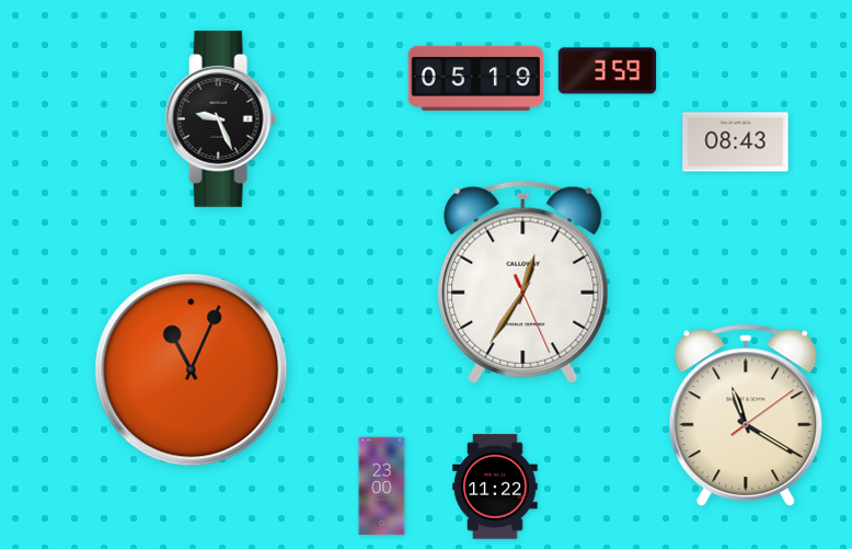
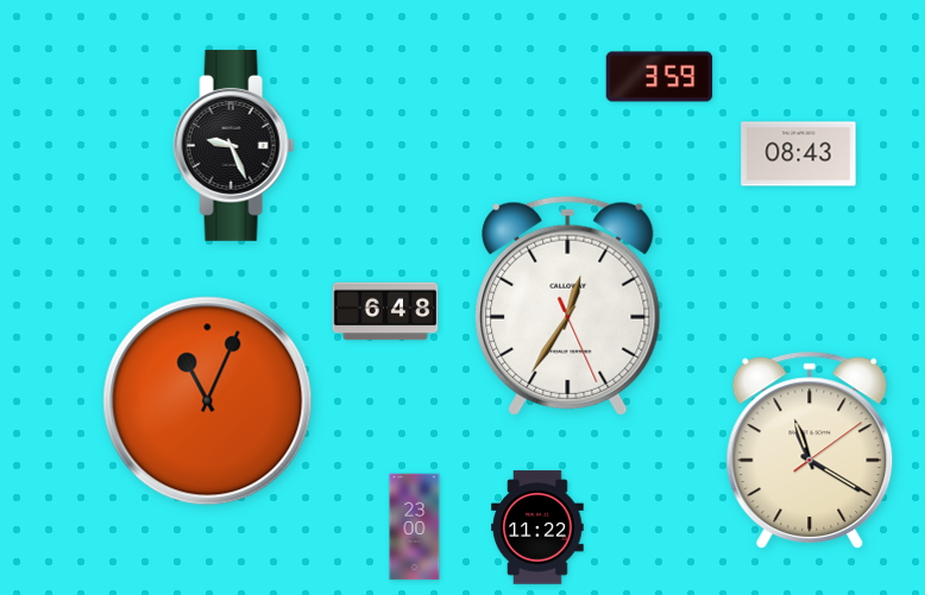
clock at (476, 78): 05:19 -> none
clock at (221, 118) position: (221, 118) -> (234, 145)
clock at (385, 311): none -> 6:48
